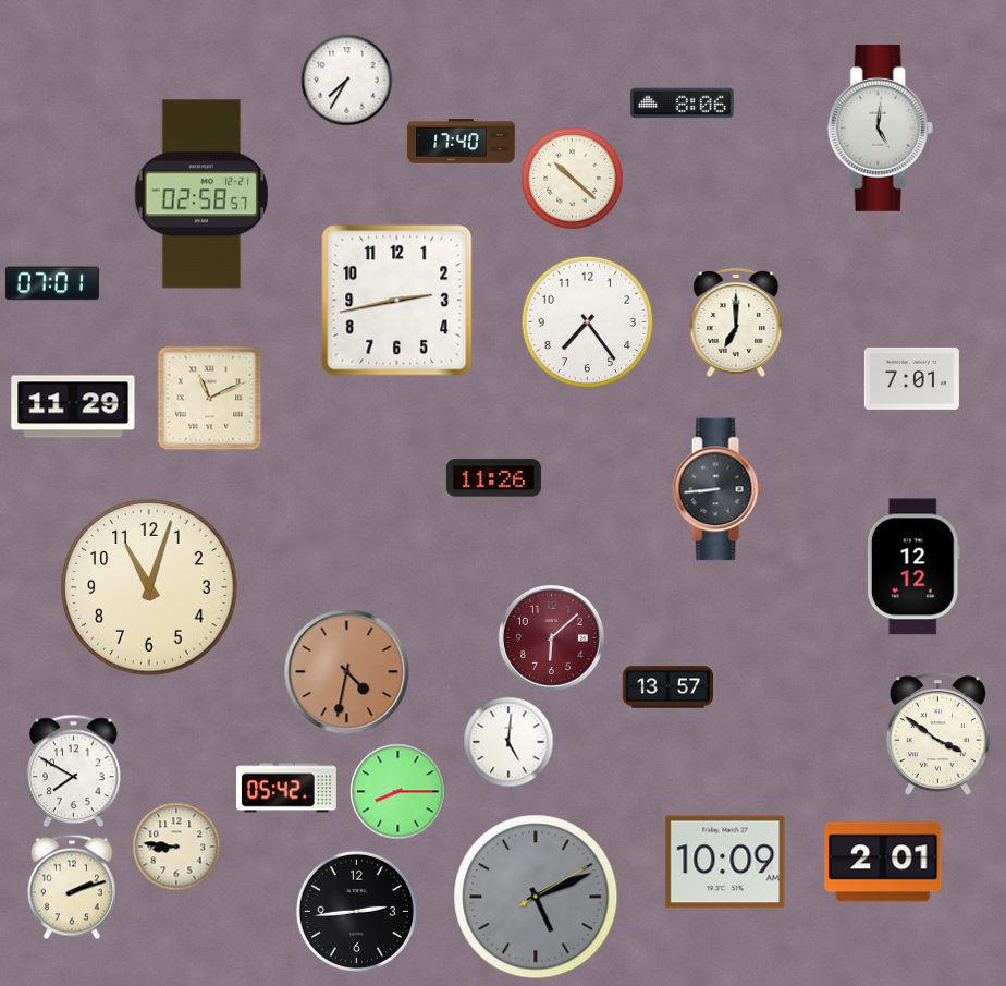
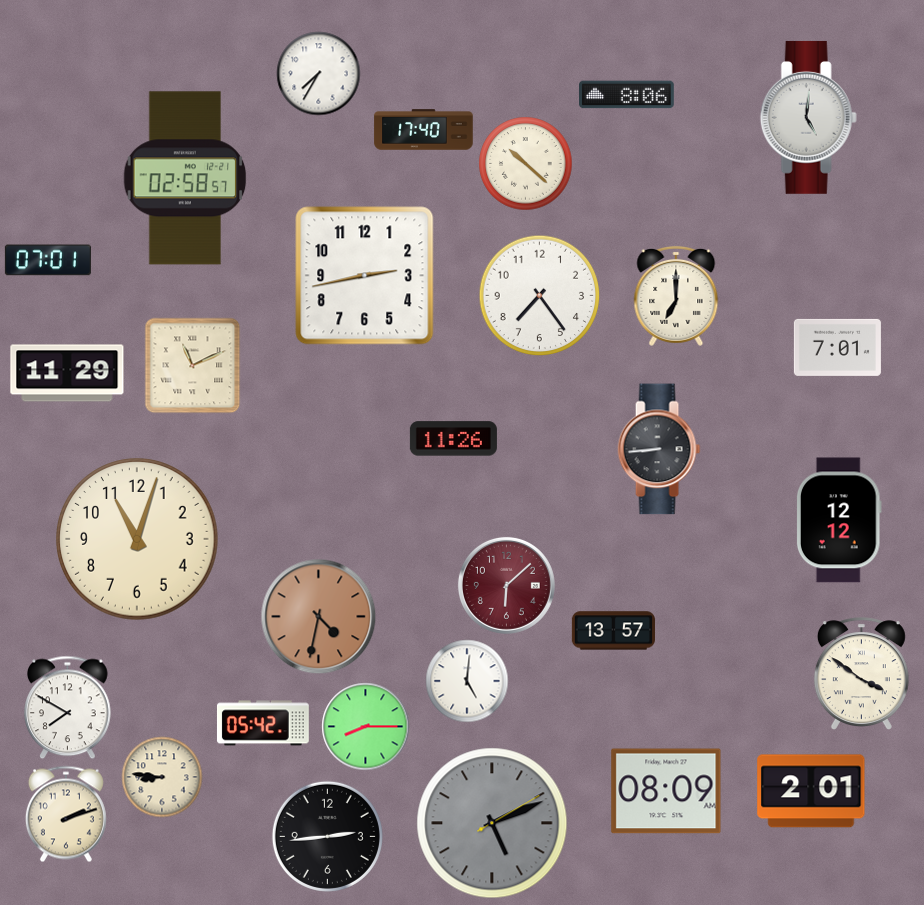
clock at (725, 862): 10:09 -> 08:09
